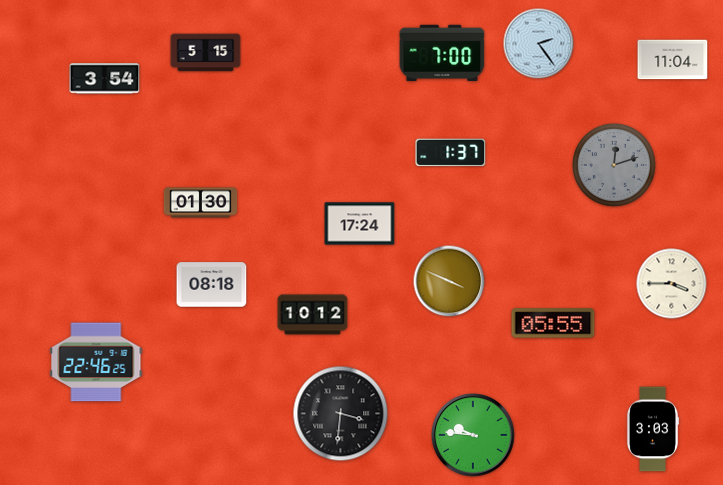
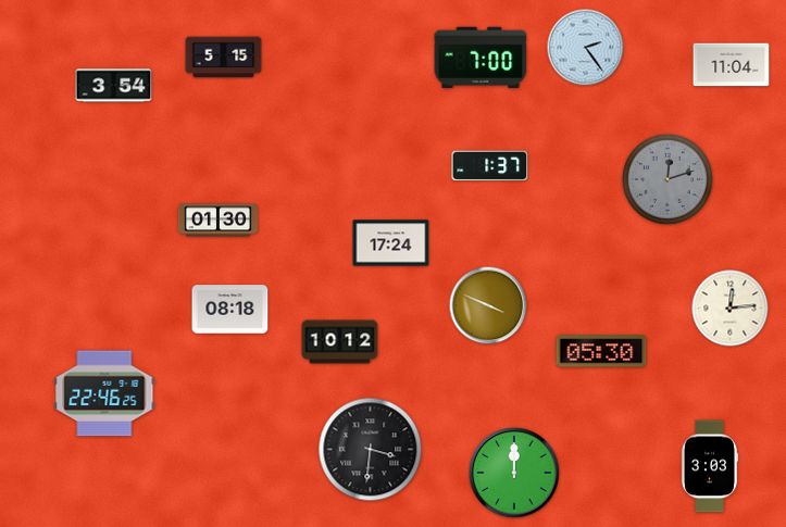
clock at (672, 284): 3:45 -> 12:14
clock at (553, 323): 05:55 -> 05:30
clock at (473, 435): 9:46 -> 12:00
